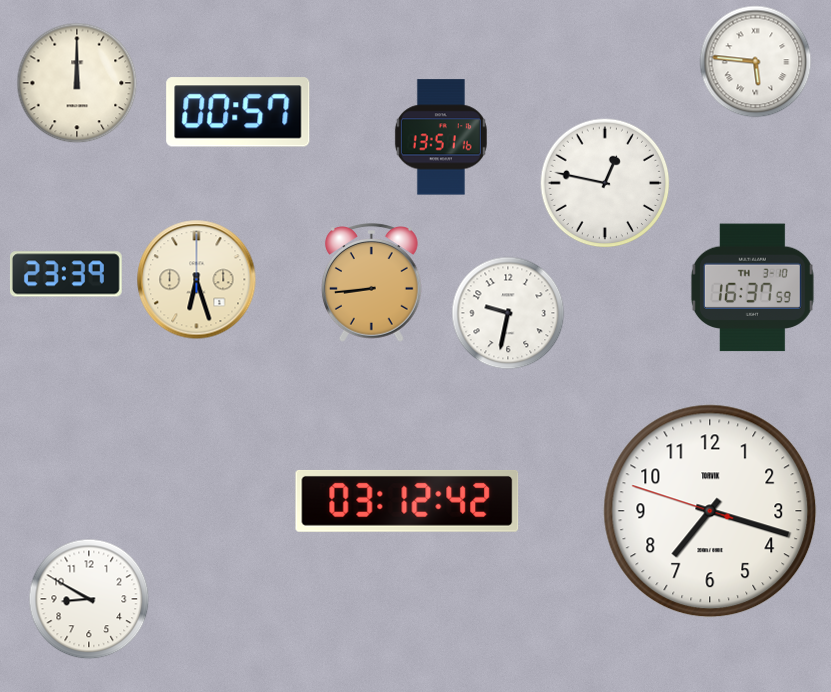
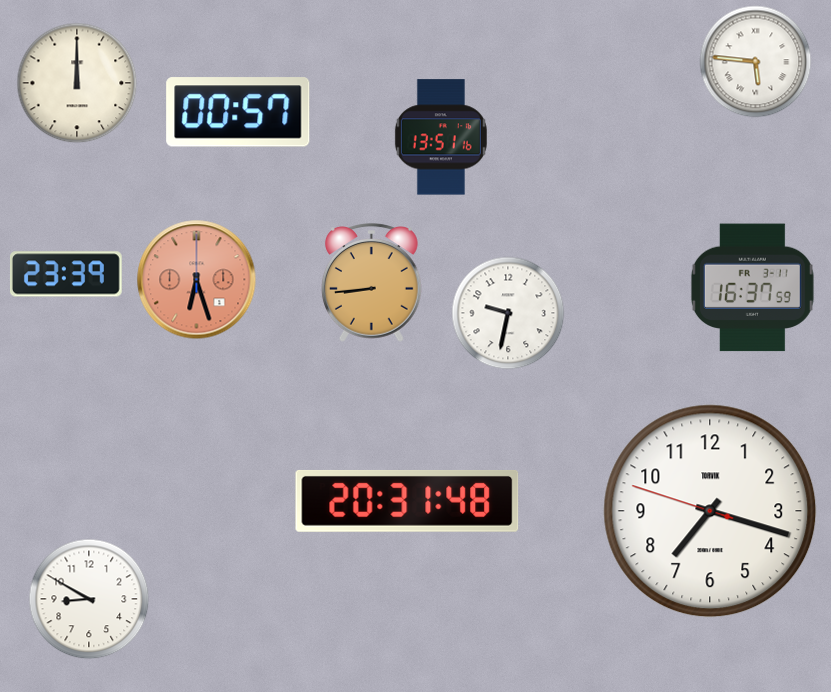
clock at (605, 183): 12:47 -> none
clock at (197, 280) dial: cream -> salmon
clock at (752, 288) date: TH 3-10 -> FR 3-11
clock at (407, 501): 03:12 -> 20:31
